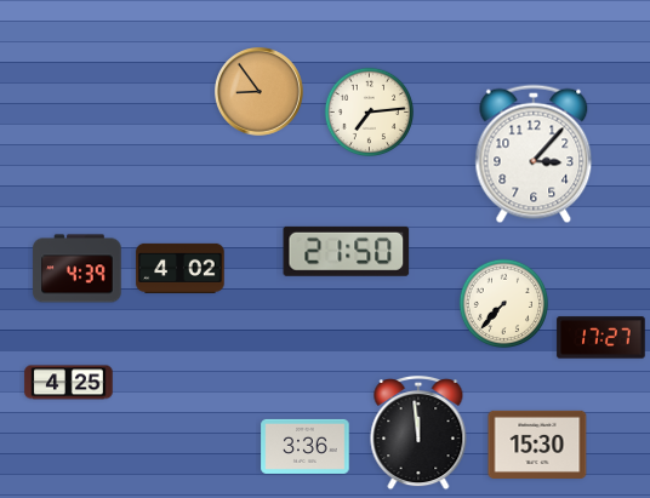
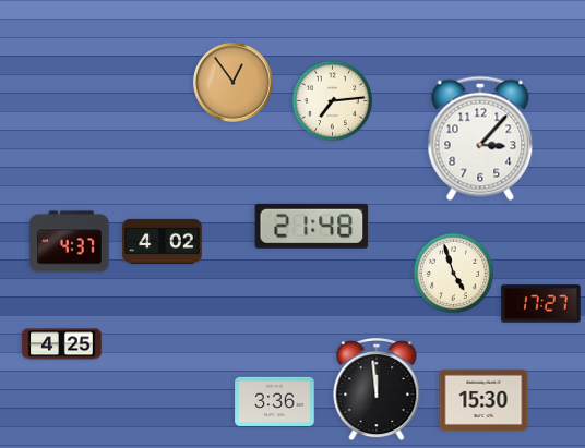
clock at (260, 92): 8:54 -> 12:54
clock at (347, 251): 21:50 -> 21:48
clock at (78, 269): 4:39 -> 4:37
clock at (503, 303): 7:37 -> 4:57
